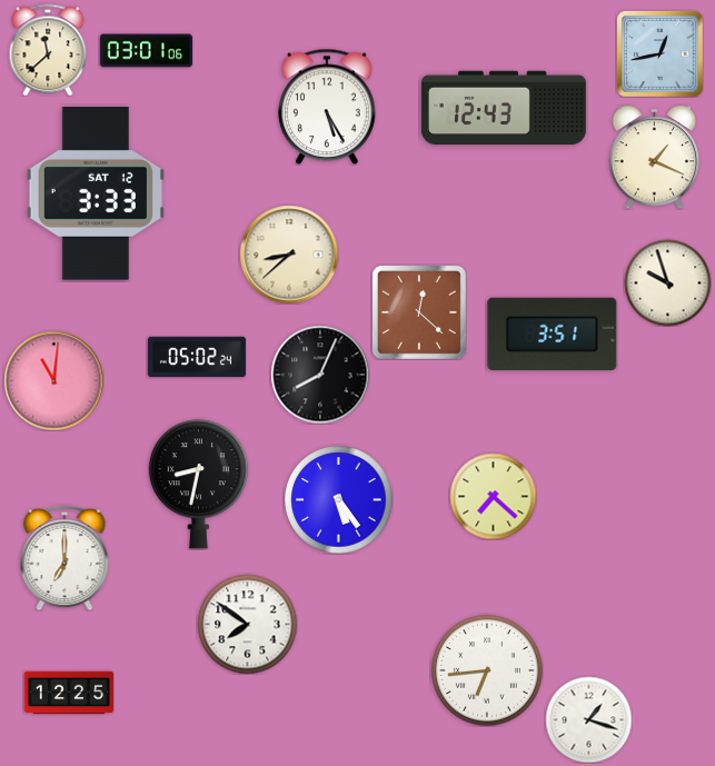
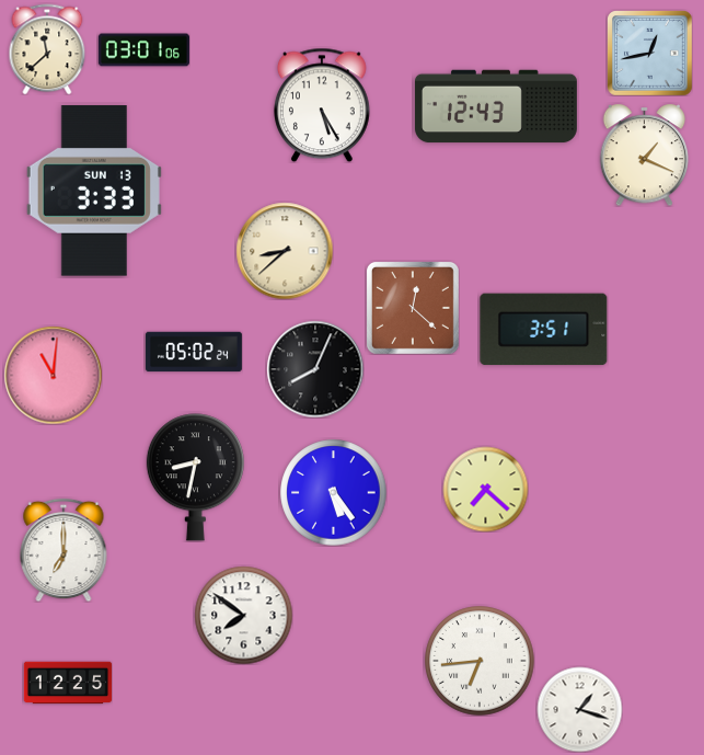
clock at (96, 193) date: SAT 12 -> SUN 13
clock at (667, 282): 9:57 -> none
